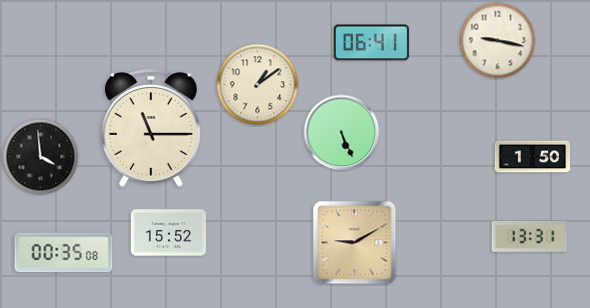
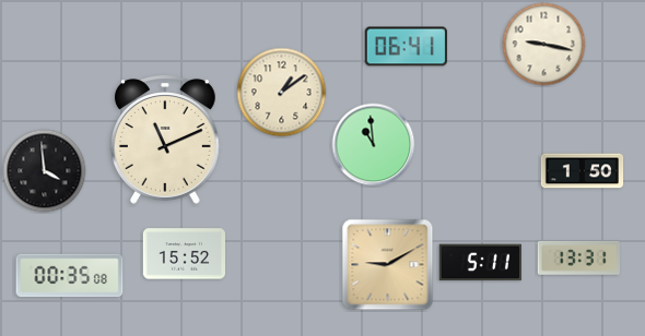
clock at (151, 128): 11:15 -> 11:11
clock at (342, 133): 5:26 -> 10:59
clock at (480, 263): none -> 5:11
